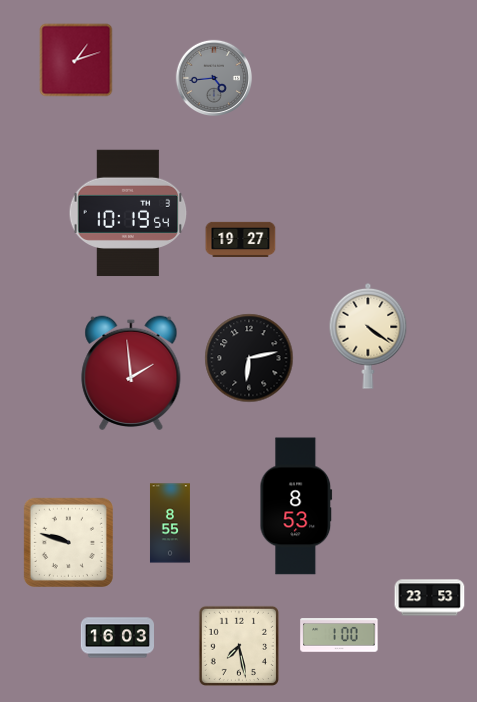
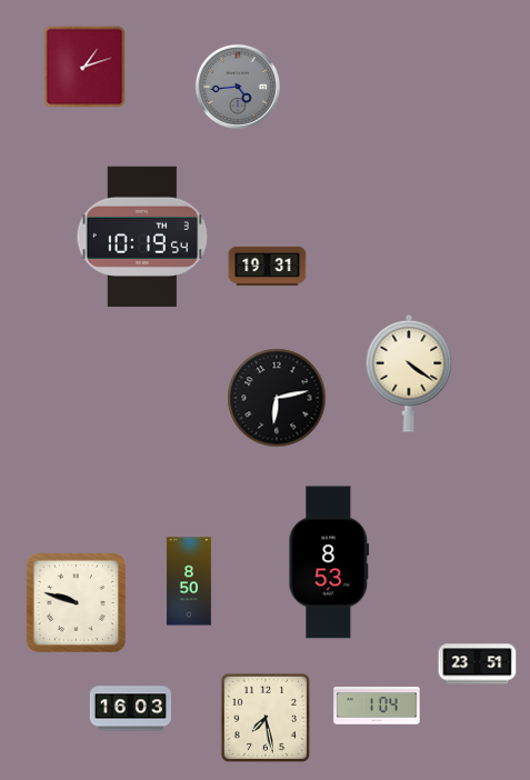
clock at (241, 239): 19:27 -> 19:31
clock at (131, 372): 1:59 -> none
clock at (170, 523): 8:55 -> 8:50
clock at (430, 598): 23:53 -> 23:51
clock at (339, 635): 1:00 -> 1:04
